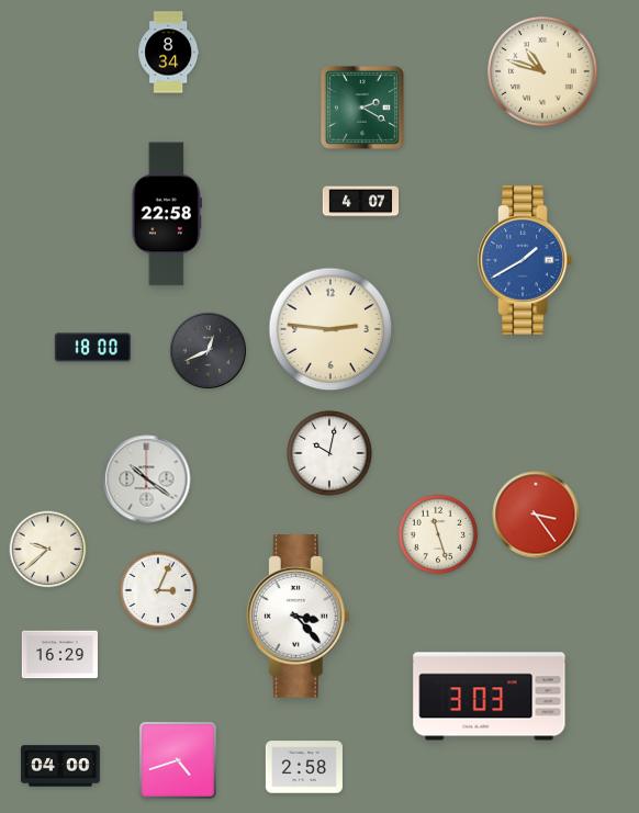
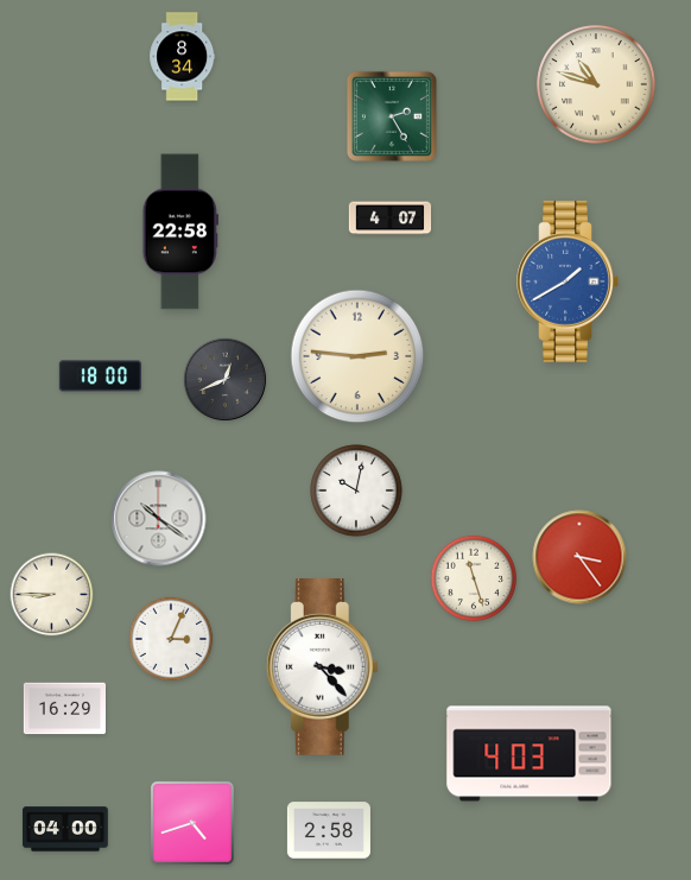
clock at (542, 71) position: (542, 71) -> (596, 84)
clock at (362, 108): 2:20 -> 2:25
clock at (48, 550): 9:38 -> 8:45
clock at (490, 697): 3:03 -> 4:03
